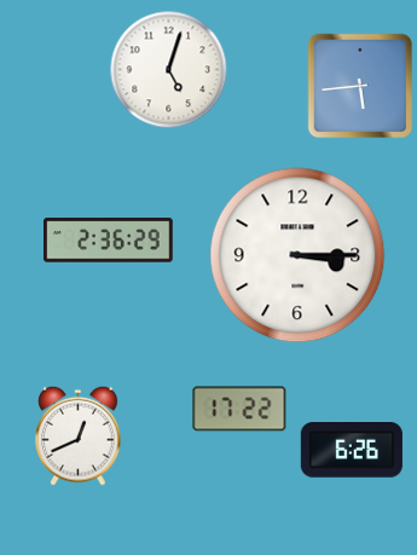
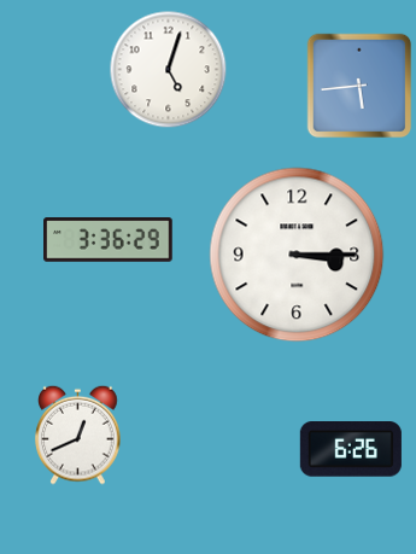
clock at (109, 241): 2:36 -> 3:36
clock at (239, 409): 17:22 -> none
